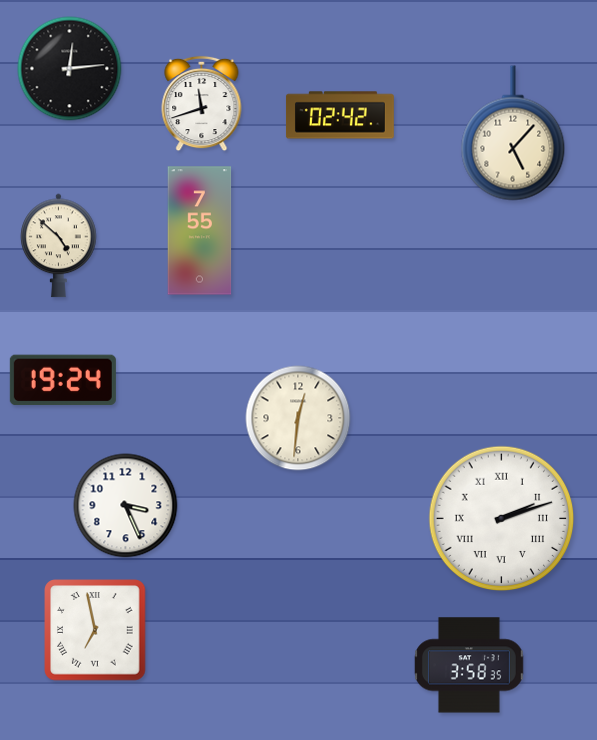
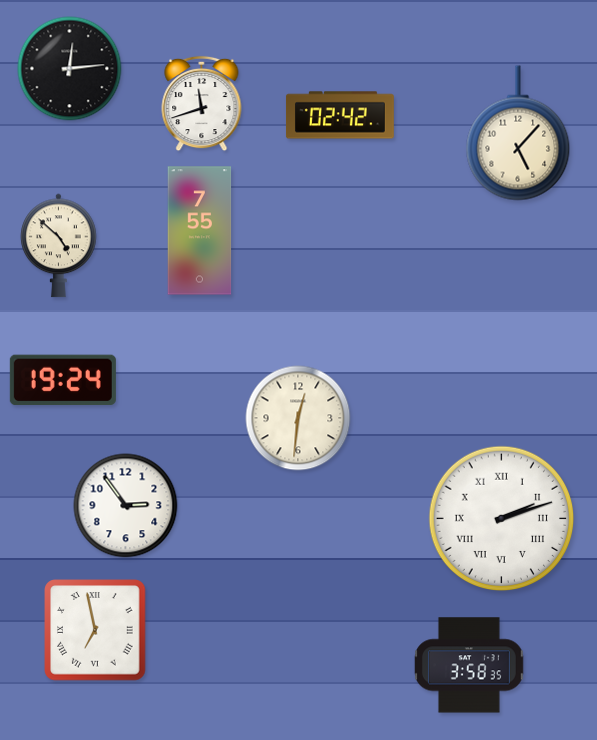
clock at (513, 133) position: (513, 133) -> (518, 133)
clock at (126, 506): 3:26 -> 2:54
